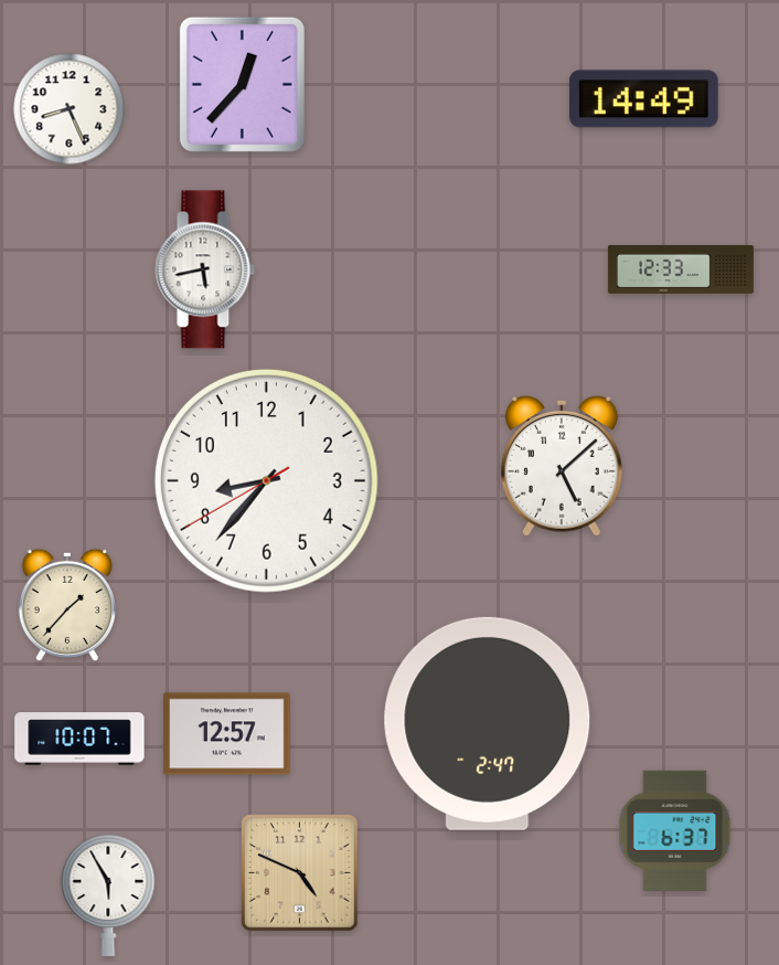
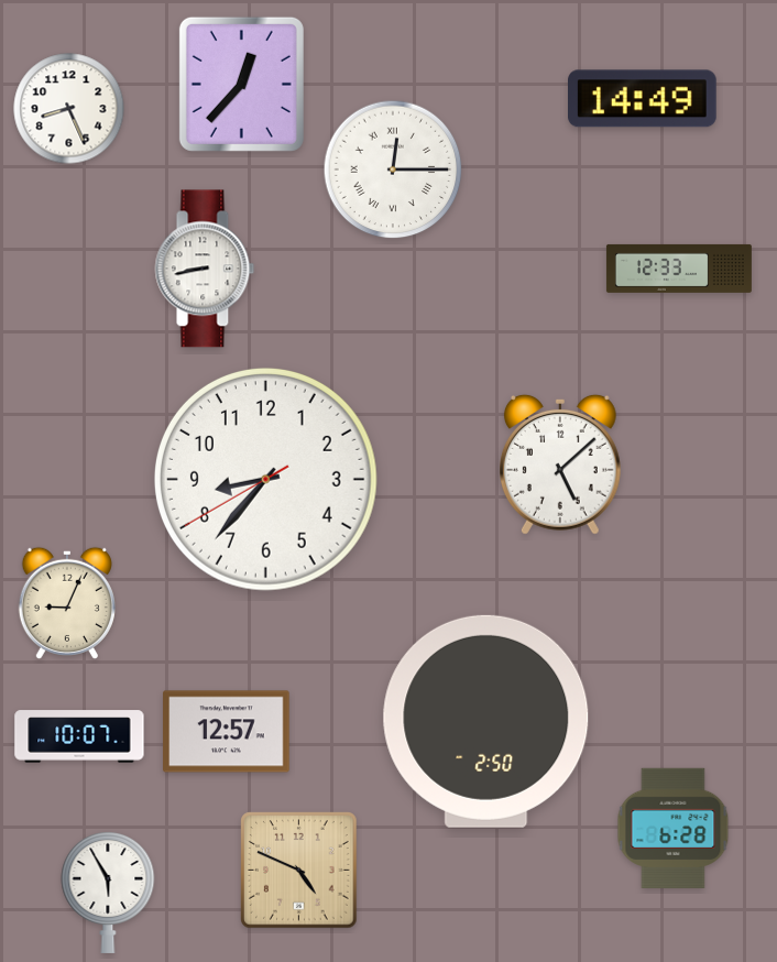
clock at (393, 170): none -> 12:15
clock at (205, 269): 5:43 -> 8:43
clock at (67, 605): 1:37 -> 9:04
clock at (488, 723): 2:47 -> 2:50
clock at (675, 830): 6:37 -> 6:28
